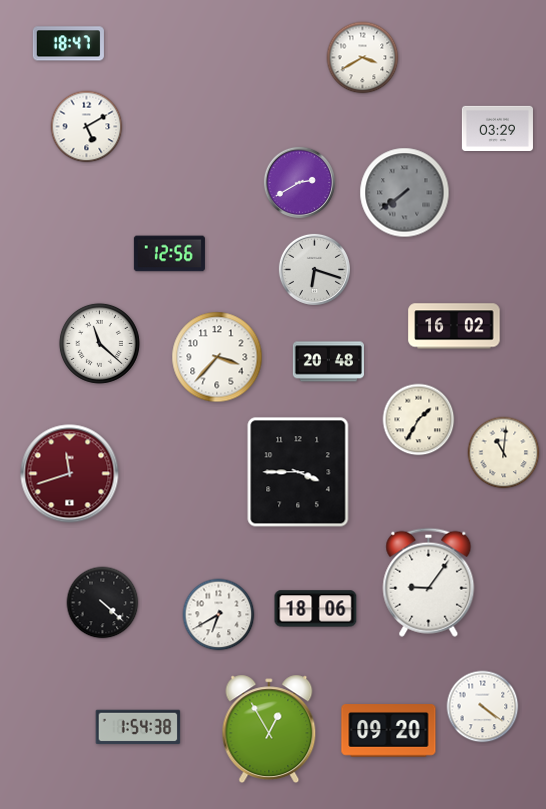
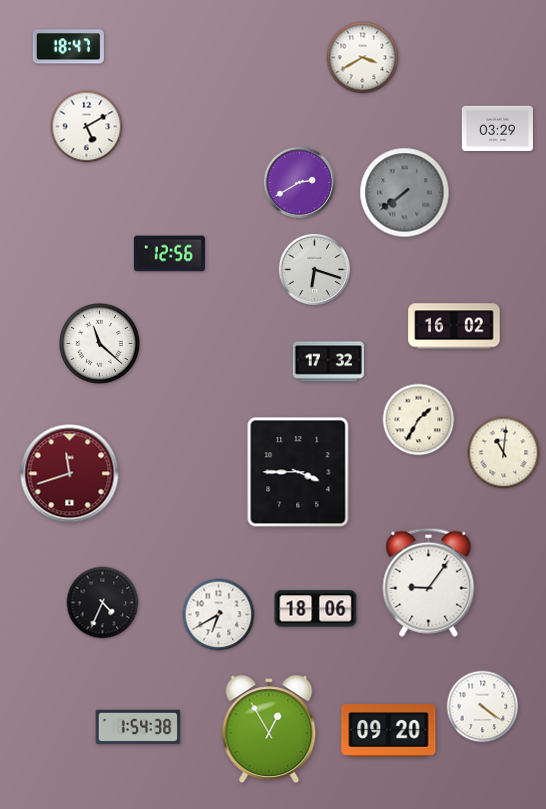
clock at (68, 44) position: (68, 44) -> (68, 47)
clock at (217, 357): 3:37 -> none
clock at (328, 362): 20:48 -> 17:32
clock at (103, 603): 4:22 -> 4:34
